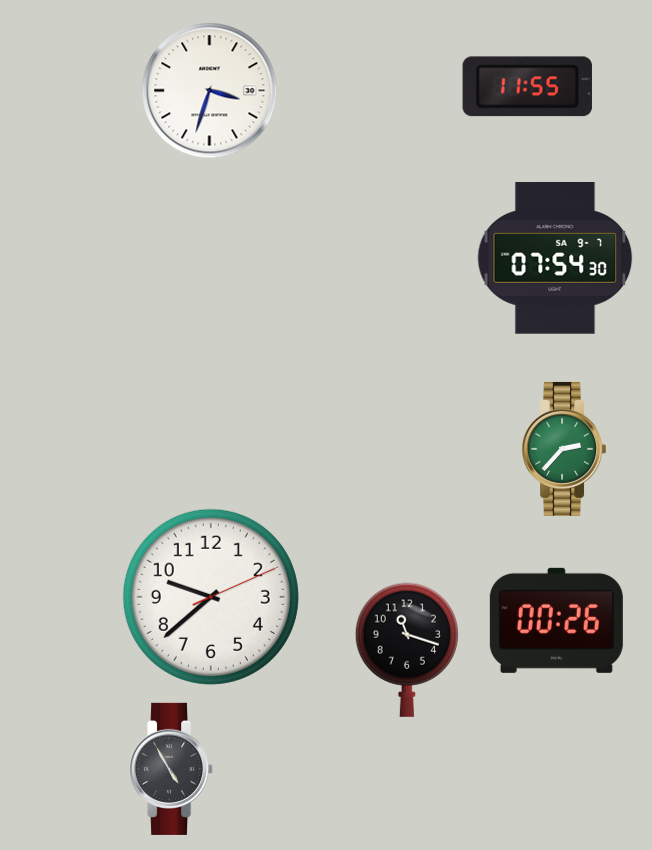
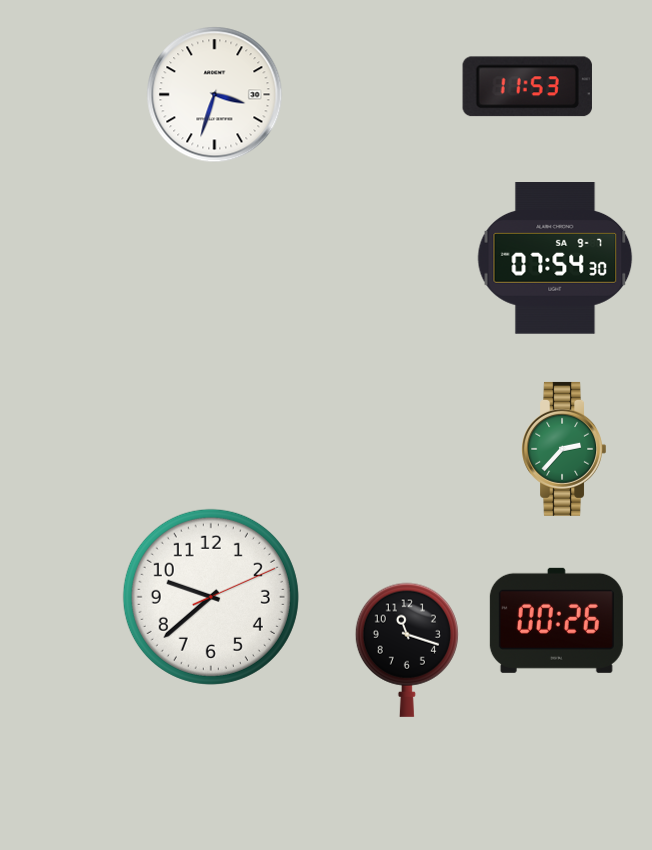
clock at (527, 87): 11:55 -> 11:53
clock at (210, 91) position: (210, 91) -> (215, 95)
clock at (172, 769): 4:55 -> none
